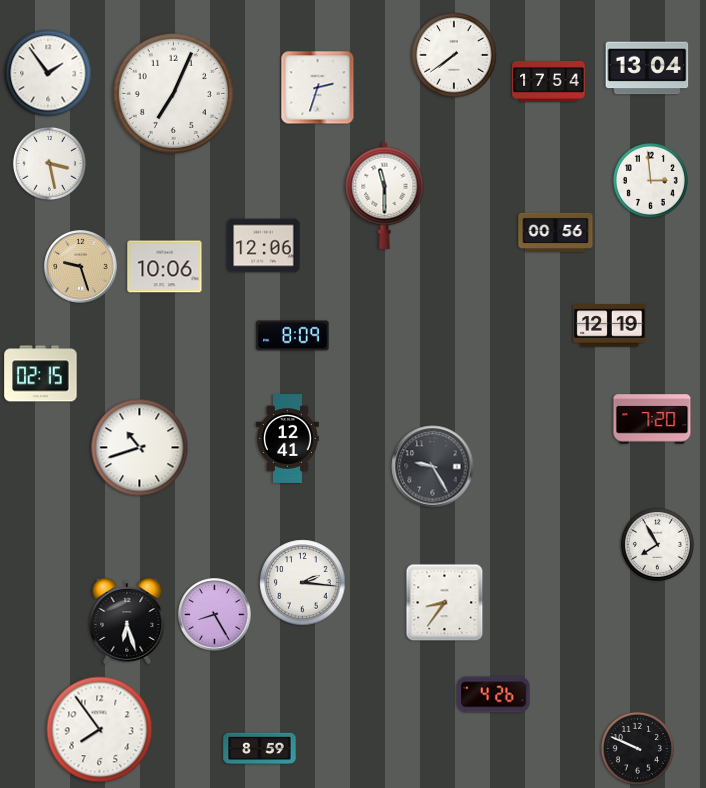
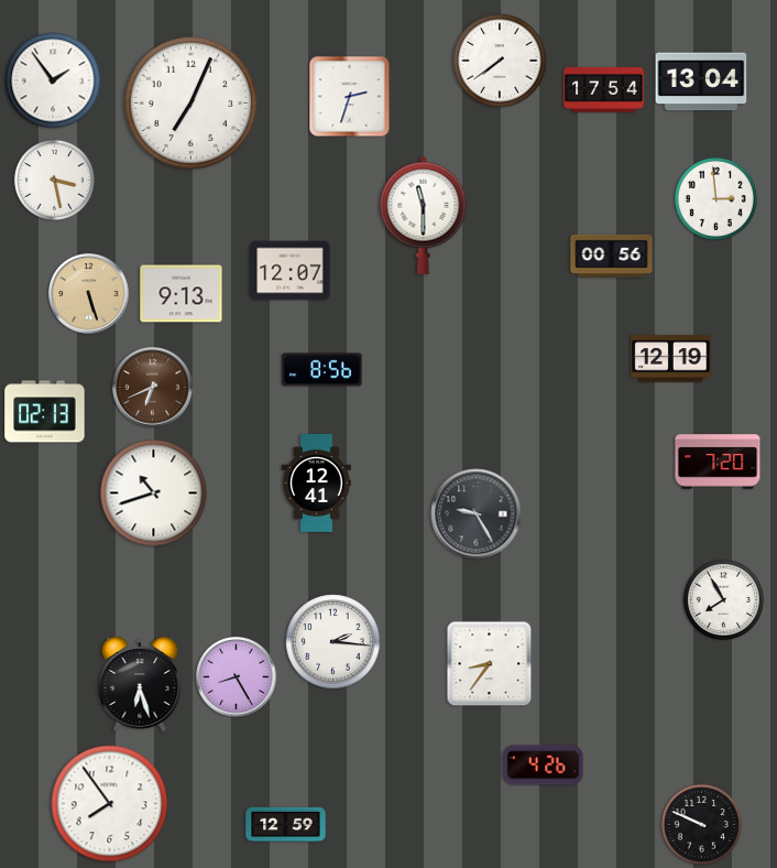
clock at (647, 68) position: (647, 68) -> (701, 82)
clock at (264, 246): 12:06 -> 12:07
clock at (81, 267): 9:27 -> 5:27
clock at (165, 267): 10:06 -> 9:13
clock at (293, 336): 8:09 -> 8:56
clock at (153, 388): none -> 6:41
clock at (41, 374): 02:15 -> 02:13
clock at (260, 749): 8:59 -> 12:59
